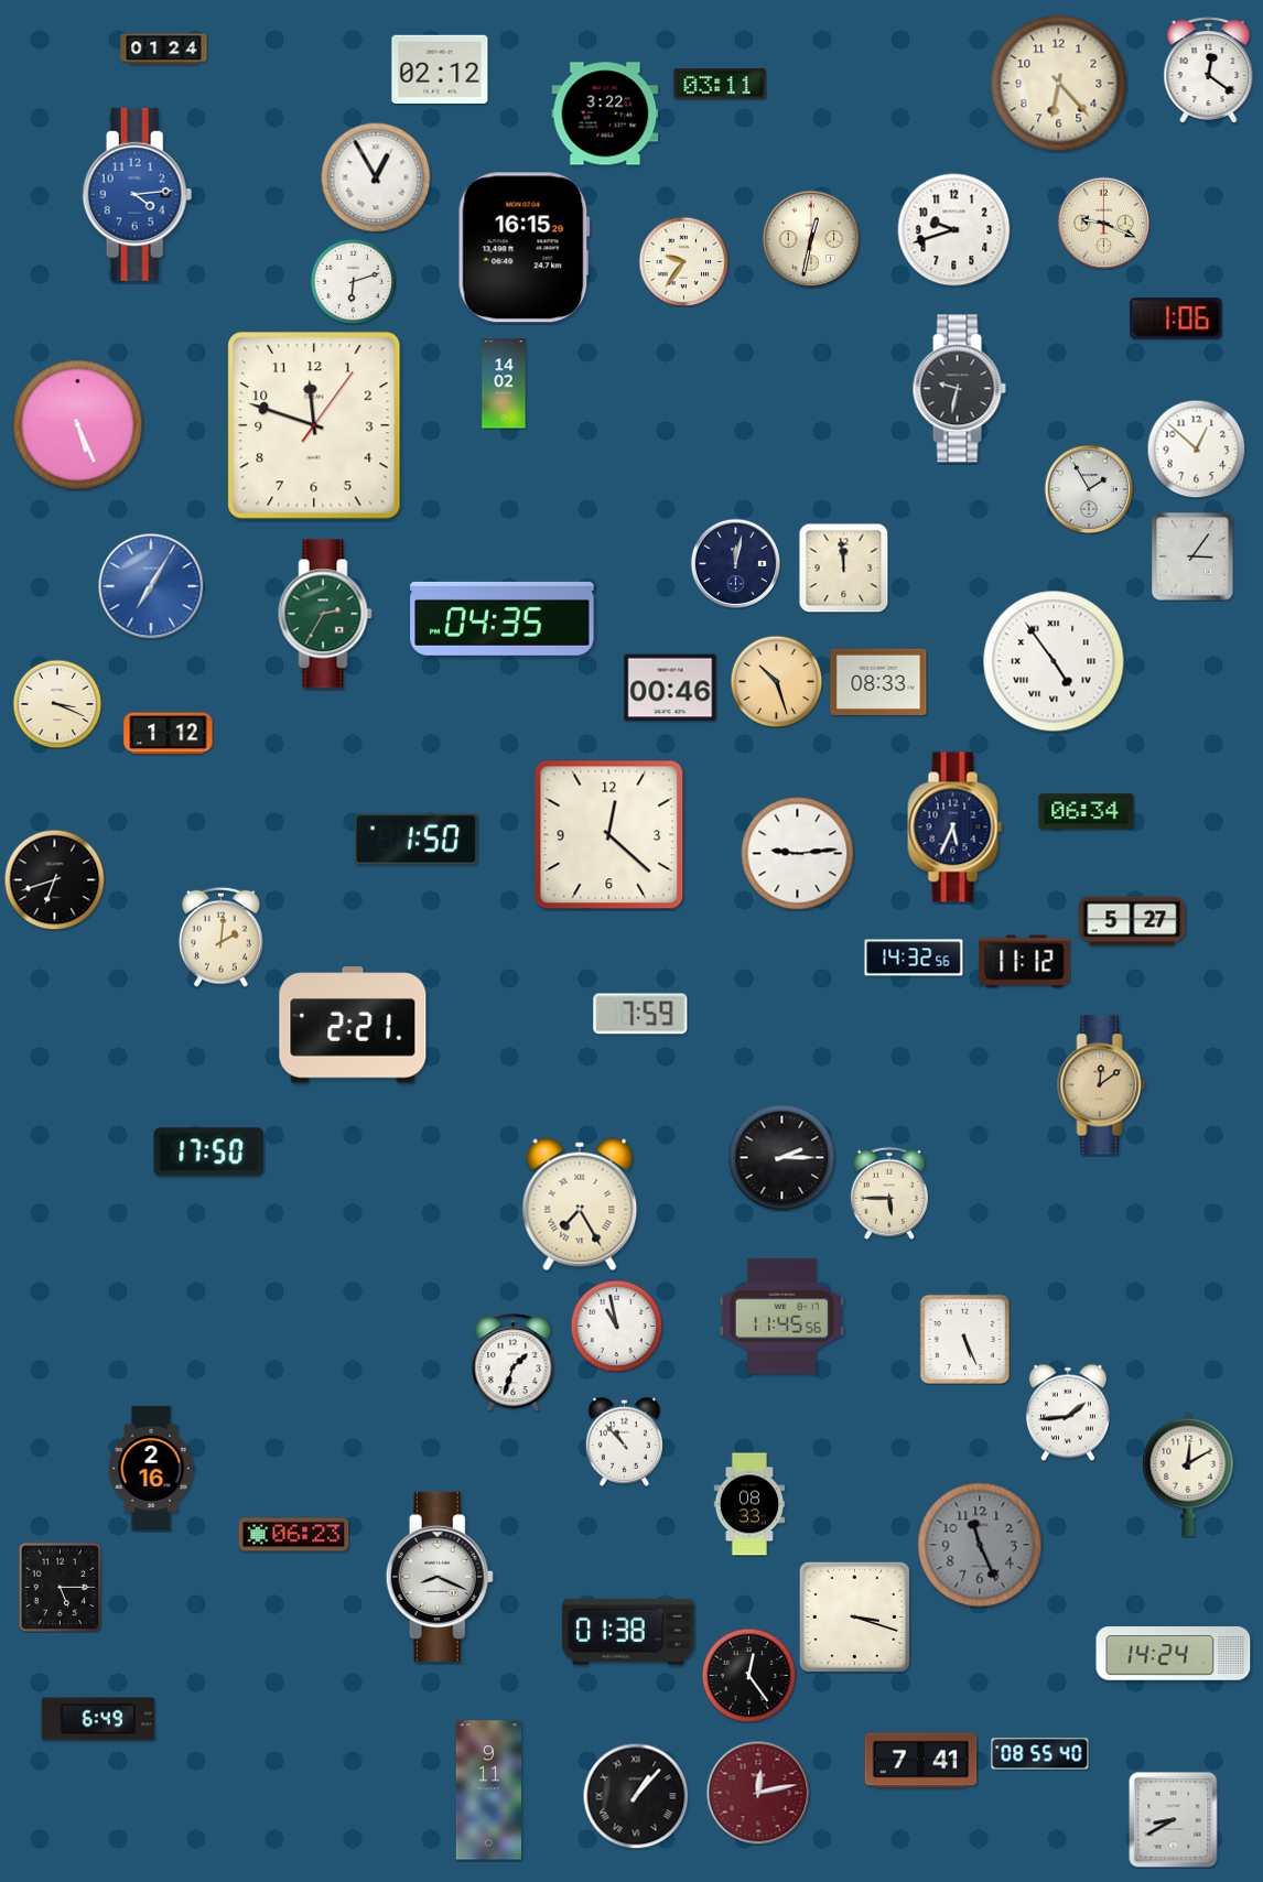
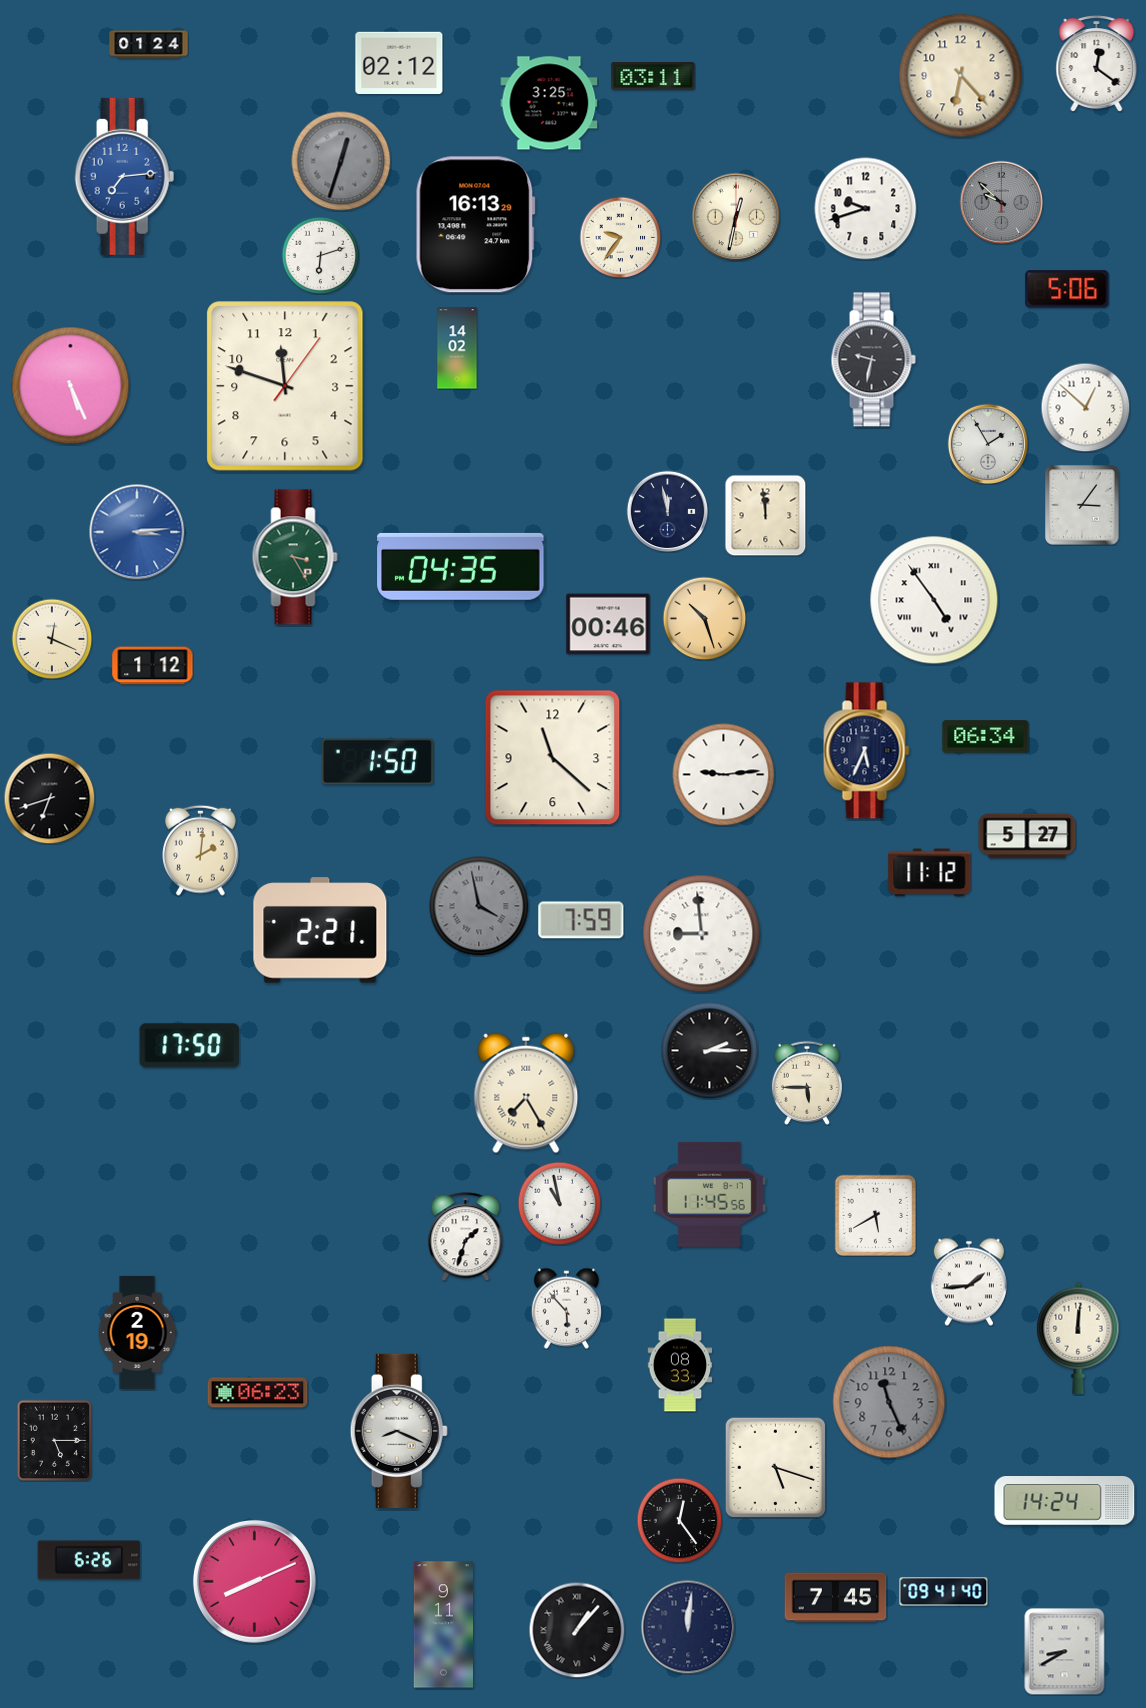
clock at (605, 113): 3:22 -> 3:25
clock at (376, 177): 12:55 -> 12:33
clock at (376, 177) dial: white -> grey
clock at (138, 194): 4:14 -> 7:14
clock at (1103, 223): 9:19 -> 9:52
clock at (1103, 223) dial: cream -> grey
clock at (523, 248): 16:15 -> 16:13
clock at (1176, 318): 1:06 -> 5:06
clock at (959, 389) position: (959, 389) -> (873, 360)
clock at (735, 563): 12:02 -> 11:58
clock at (151, 586): 7:05 -> 3:14
clock at (325, 614): 2:35 -> 3:25
clock at (503, 618) position: (503, 618) -> (461, 566)
clock at (1054, 661) position: (1054, 661) -> (934, 600)
clock at (878, 682): 08:33 -> none
clock at (57, 704): 3:19 -> 12:19
clock at (609, 835): 12:22 -> 11:22
clock at (914, 958): 14:32 -> none
clock at (479, 906): none -> 3:58
clock at (702, 934): none -> 8:59
clock at (1102, 1085): 12:09 -> none
clock at (964, 1339): 5:26 -> 5:40
clock at (624, 1441): 10:53 -> 5:53
clock at (151, 1468): 2:16 -> 2:19
clock at (1188, 1474): 12:10 -> 12:01
clock at (294, 1535) position: (294, 1535) -> (258, 1393)
clock at (854, 1616): 3:18 -> 5:18
clock at (628, 1632): 01:38 -> none
clock at (98, 1719): 6:49 -> 6:26
clock at (254, 1581): none -> 8:11
clock at (1040, 1754): 08:55 -> 09:41
clock at (921, 1761): 7:41 -> 7:45
clock at (758, 1793): 12:13 -> 12:01
clock at (758, 1793) dial: burgundy -> navy
